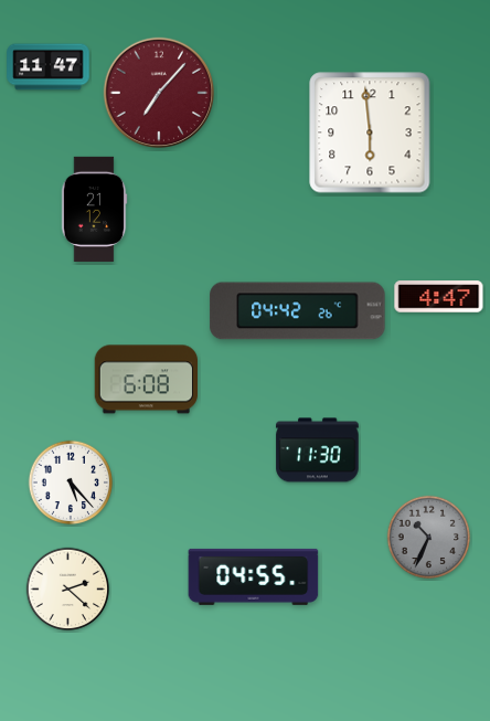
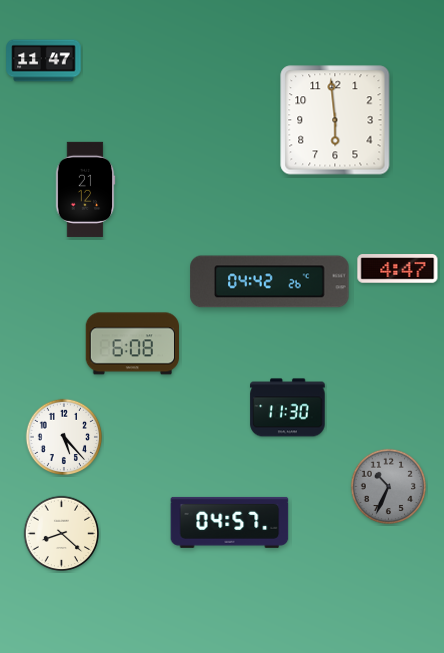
clock at (158, 92): 7:07 -> none
clock at (254, 576): 04:55 -> 04:57
clock at (68, 590): 2:22 -> 8:22
